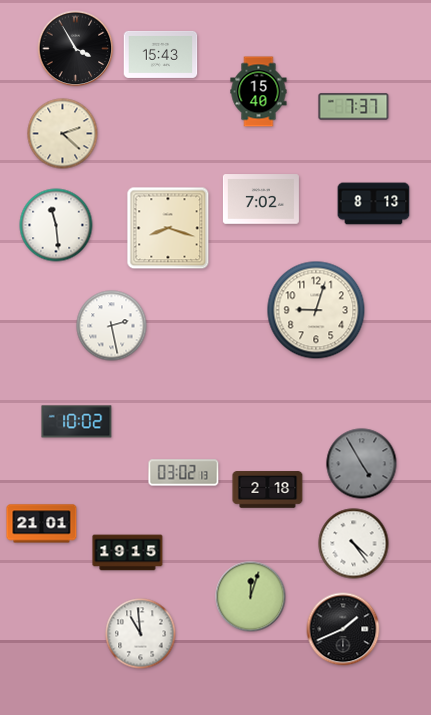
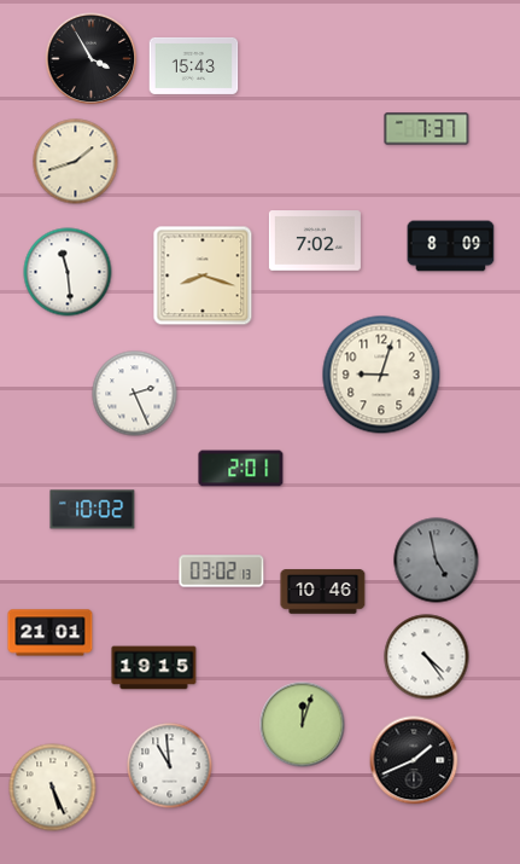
clock at (259, 92): 15:40 -> none
clock at (63, 134): 2:22 -> 1:42
clock at (374, 204): 8:13 -> 8:09
clock at (112, 326): 2:28 -> 2:26
clock at (241, 469): none -> 2:01
clock at (362, 464): 4:55 -> 4:58
clock at (268, 490): 2:18 -> 10:46
clock at (251, 597) position: (251, 597) -> (303, 725)
clock at (53, 788): none -> 5:26
